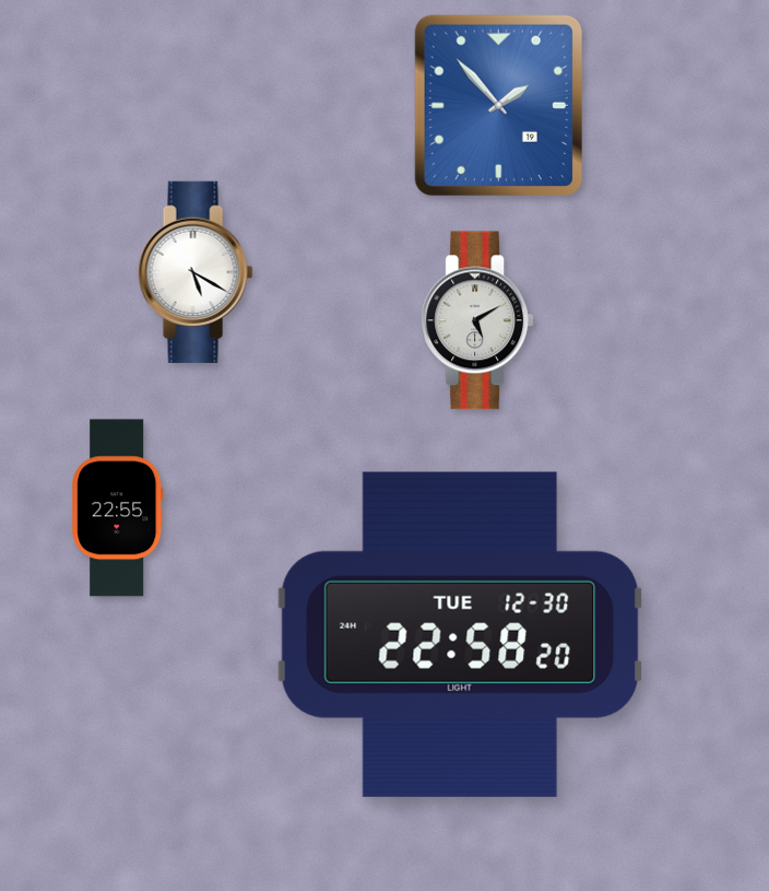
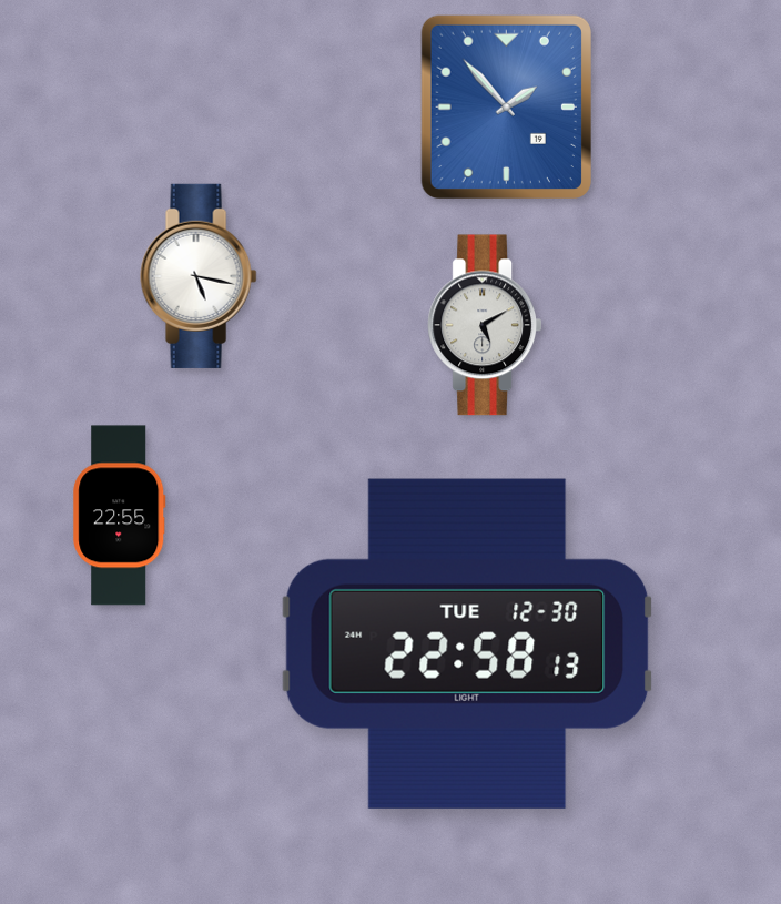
clock at (196, 272): 5:20 -> 5:17
clock at (460, 634): 22:58:20 -> 22:58:13
